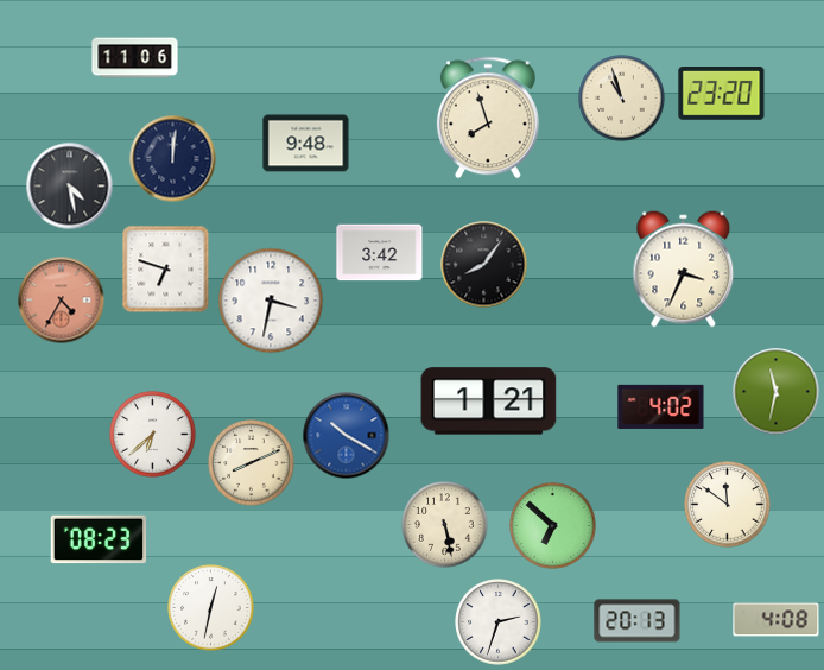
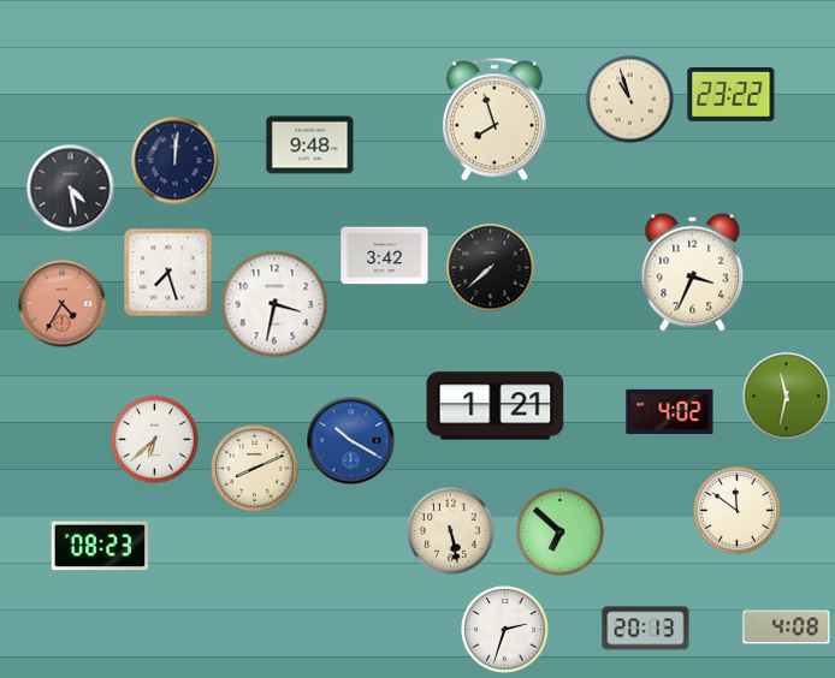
clock at (135, 58): 11:06 -> none
clock at (722, 94): 23:20 -> 23:22
clock at (484, 265): 8:06 -> 7:38
clock at (166, 270): 6:48 -> 7:27
clock at (211, 608): 12:32 -> none
